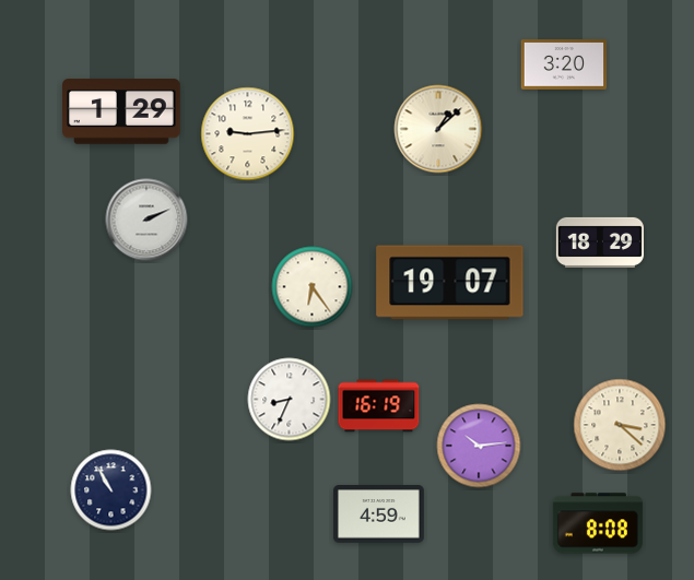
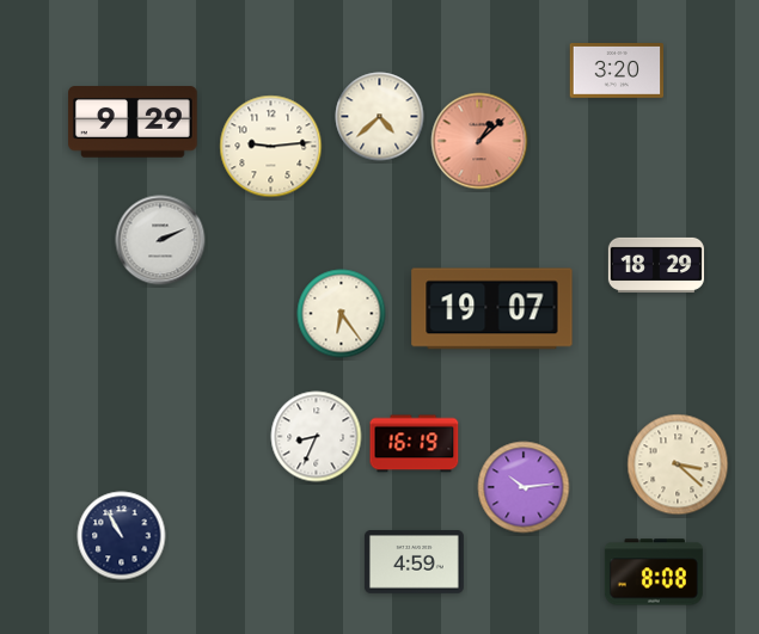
clock at (380, 117): none -> 4:38
clock at (121, 111): 1:29 -> 9:29
clock at (438, 129) dial: cream -> salmon
